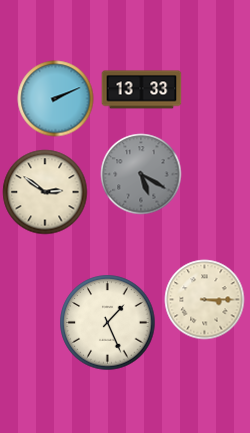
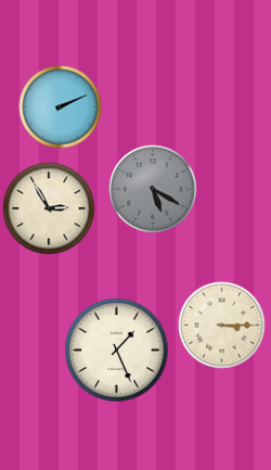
clock at (142, 90): 13:33 -> none
clock at (45, 192): 2:51 -> 2:55
